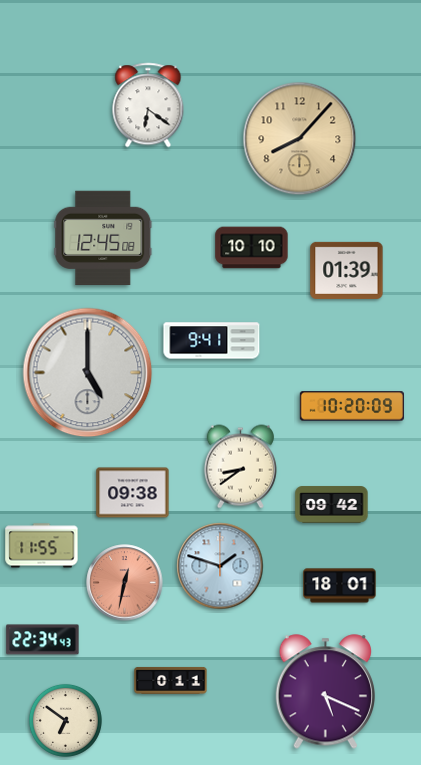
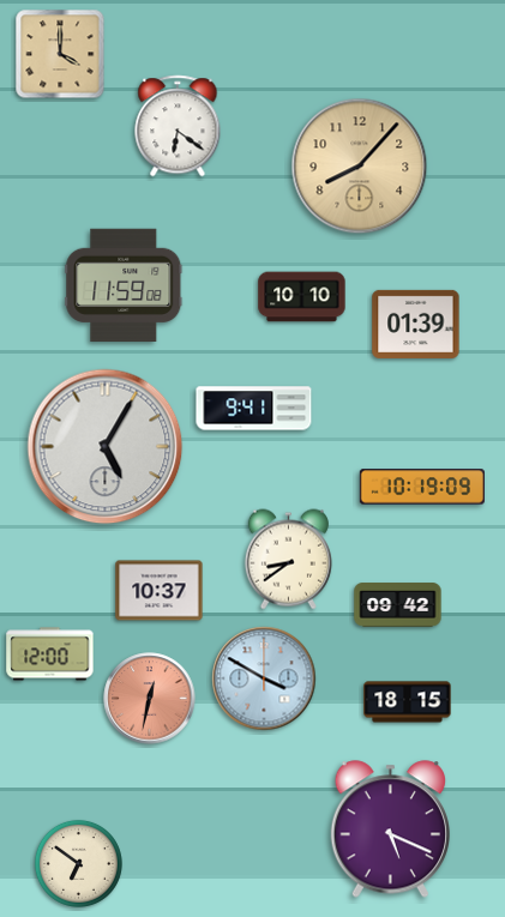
clock at (60, 54): none -> 4:00
clock at (103, 238): 12:45 -> 11:59
clock at (88, 373): 5:00 -> 5:05
clock at (352, 406): 10:20 -> 10:19
clock at (133, 493): 09:38 -> 10:37
clock at (42, 546): 11:55 -> 12:00
clock at (220, 566): 1:48 -> 3:50
clock at (340, 586): 18:01 -> 18:15
clock at (43, 640): 22:34 -> none
clock at (171, 680): 0:11 -> none
